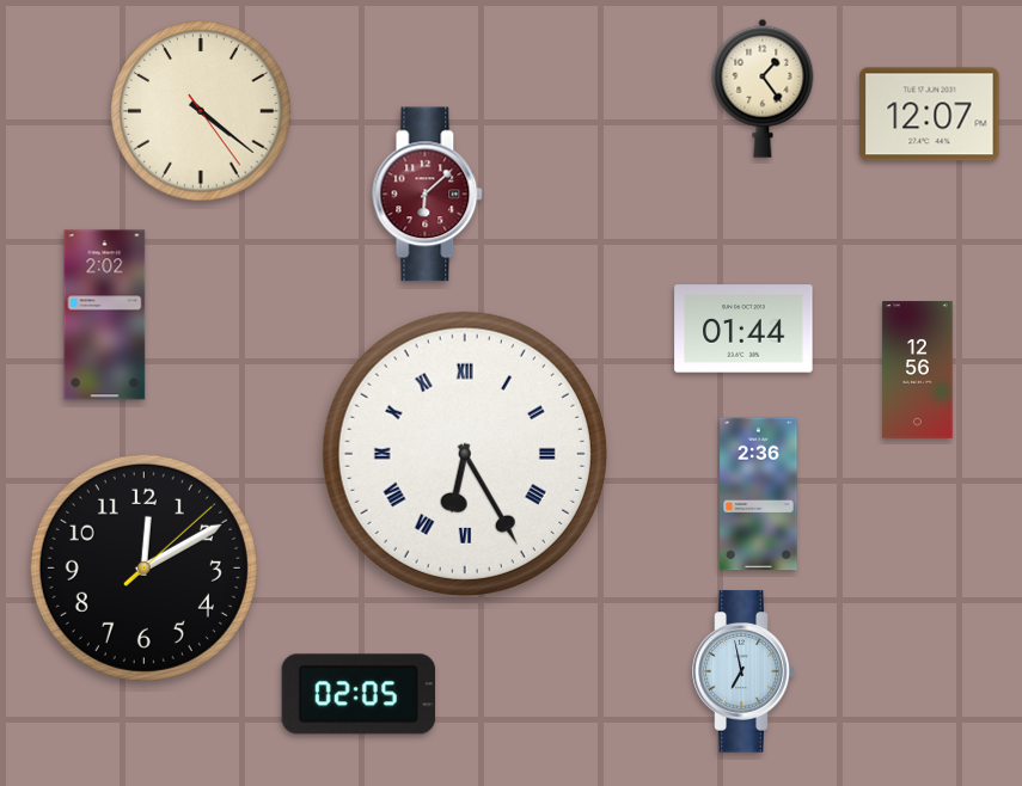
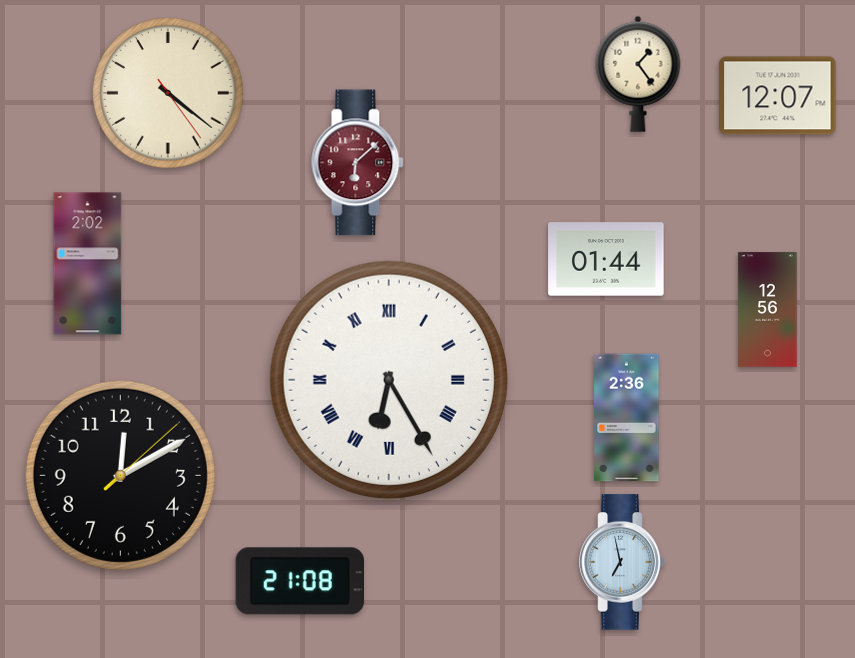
clock at (743, 328) position: (743, 328) -> (606, 259)
clock at (759, 495) position: (759, 495) -> (627, 418)
clock at (357, 694): 02:05 -> 21:08
